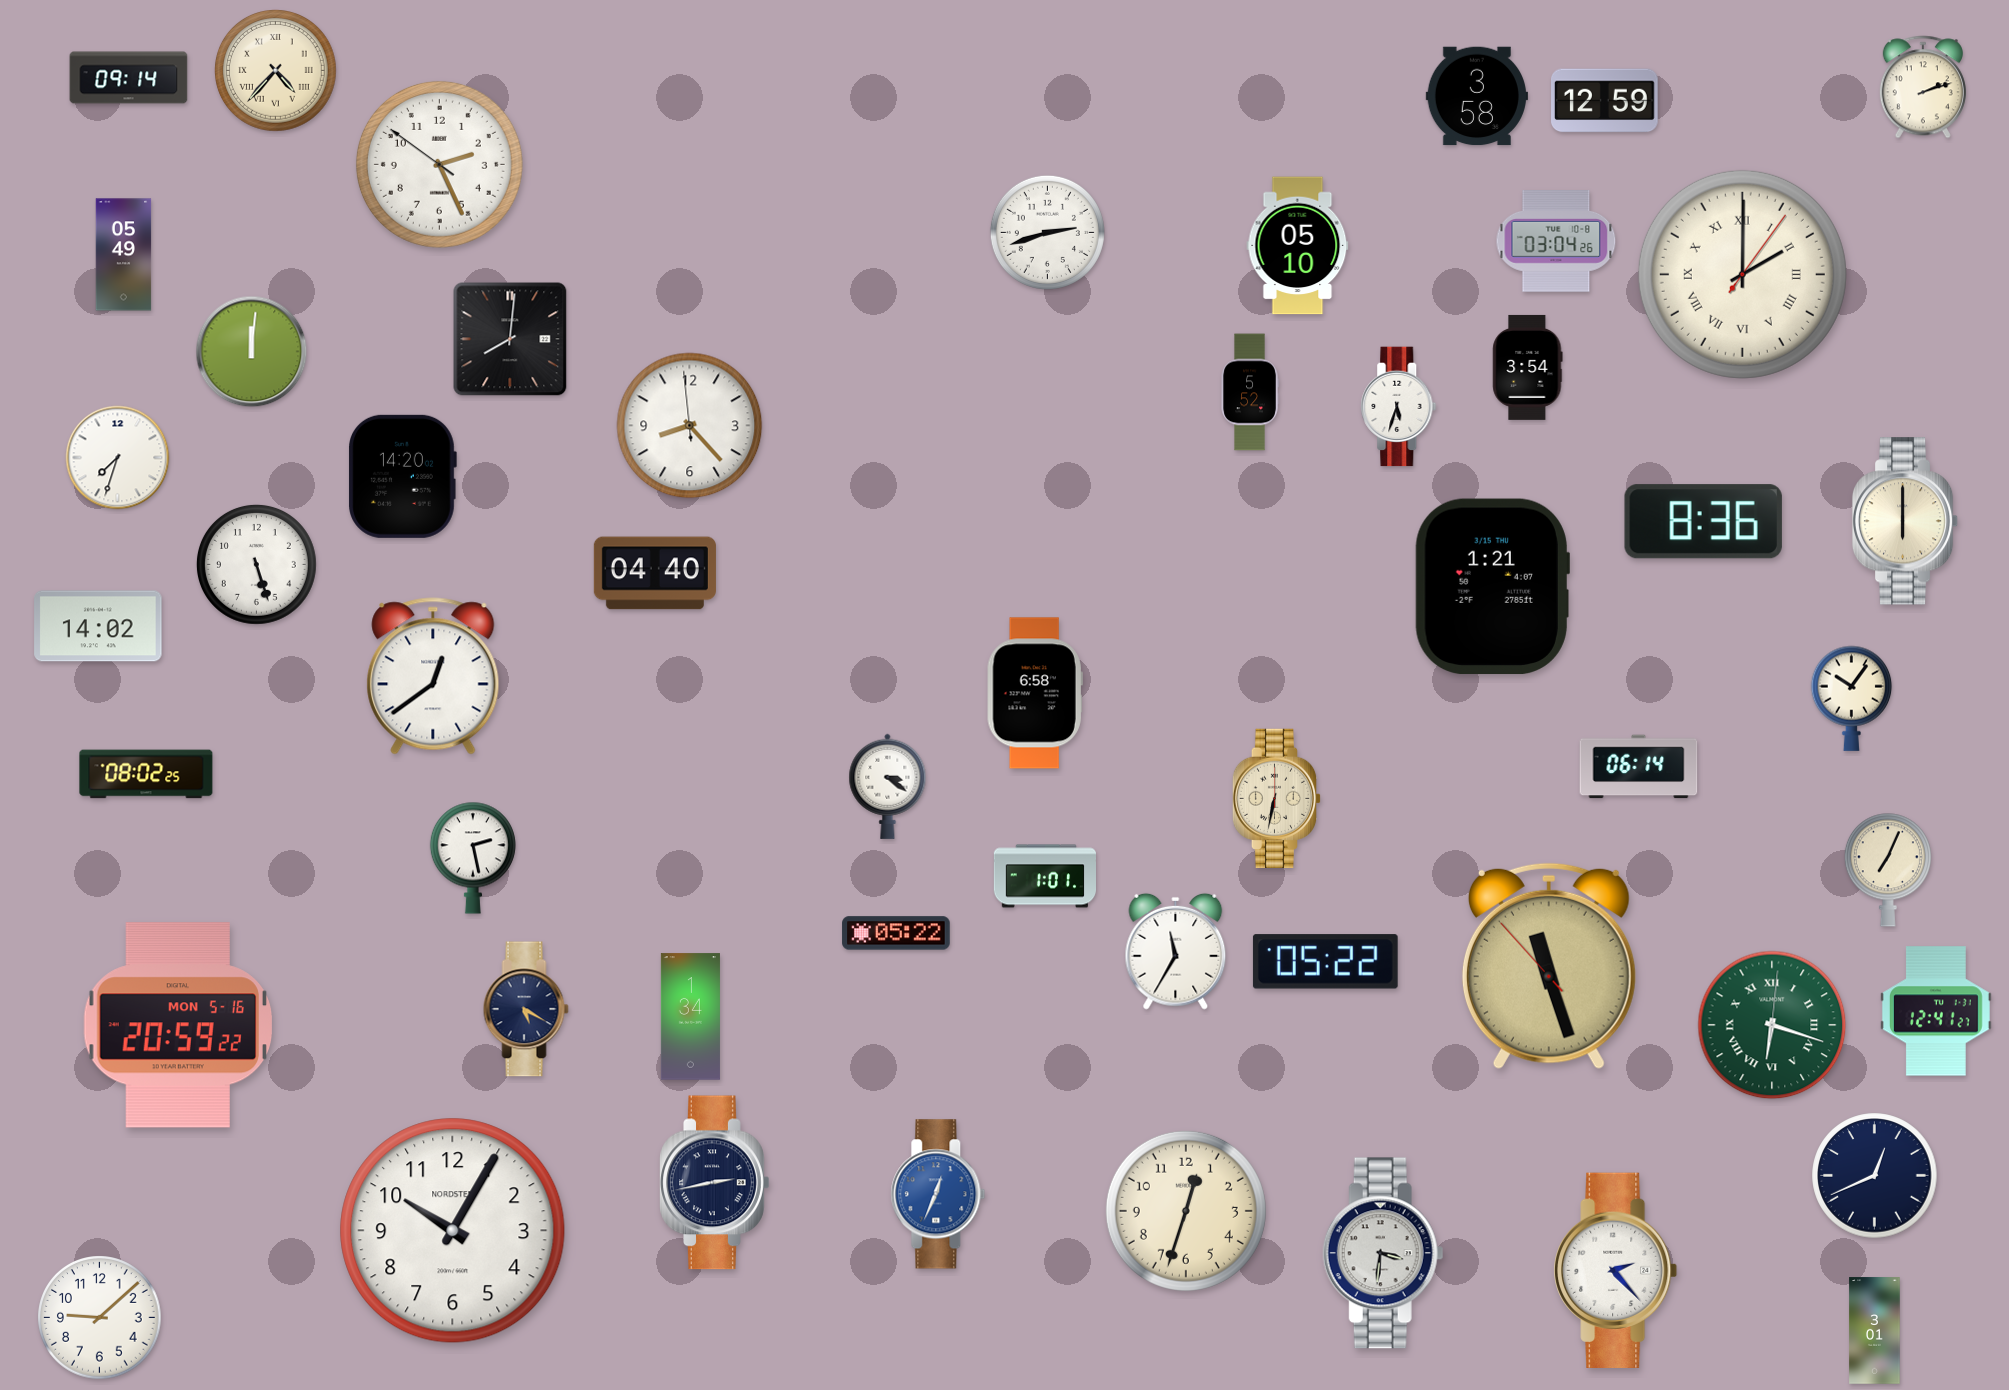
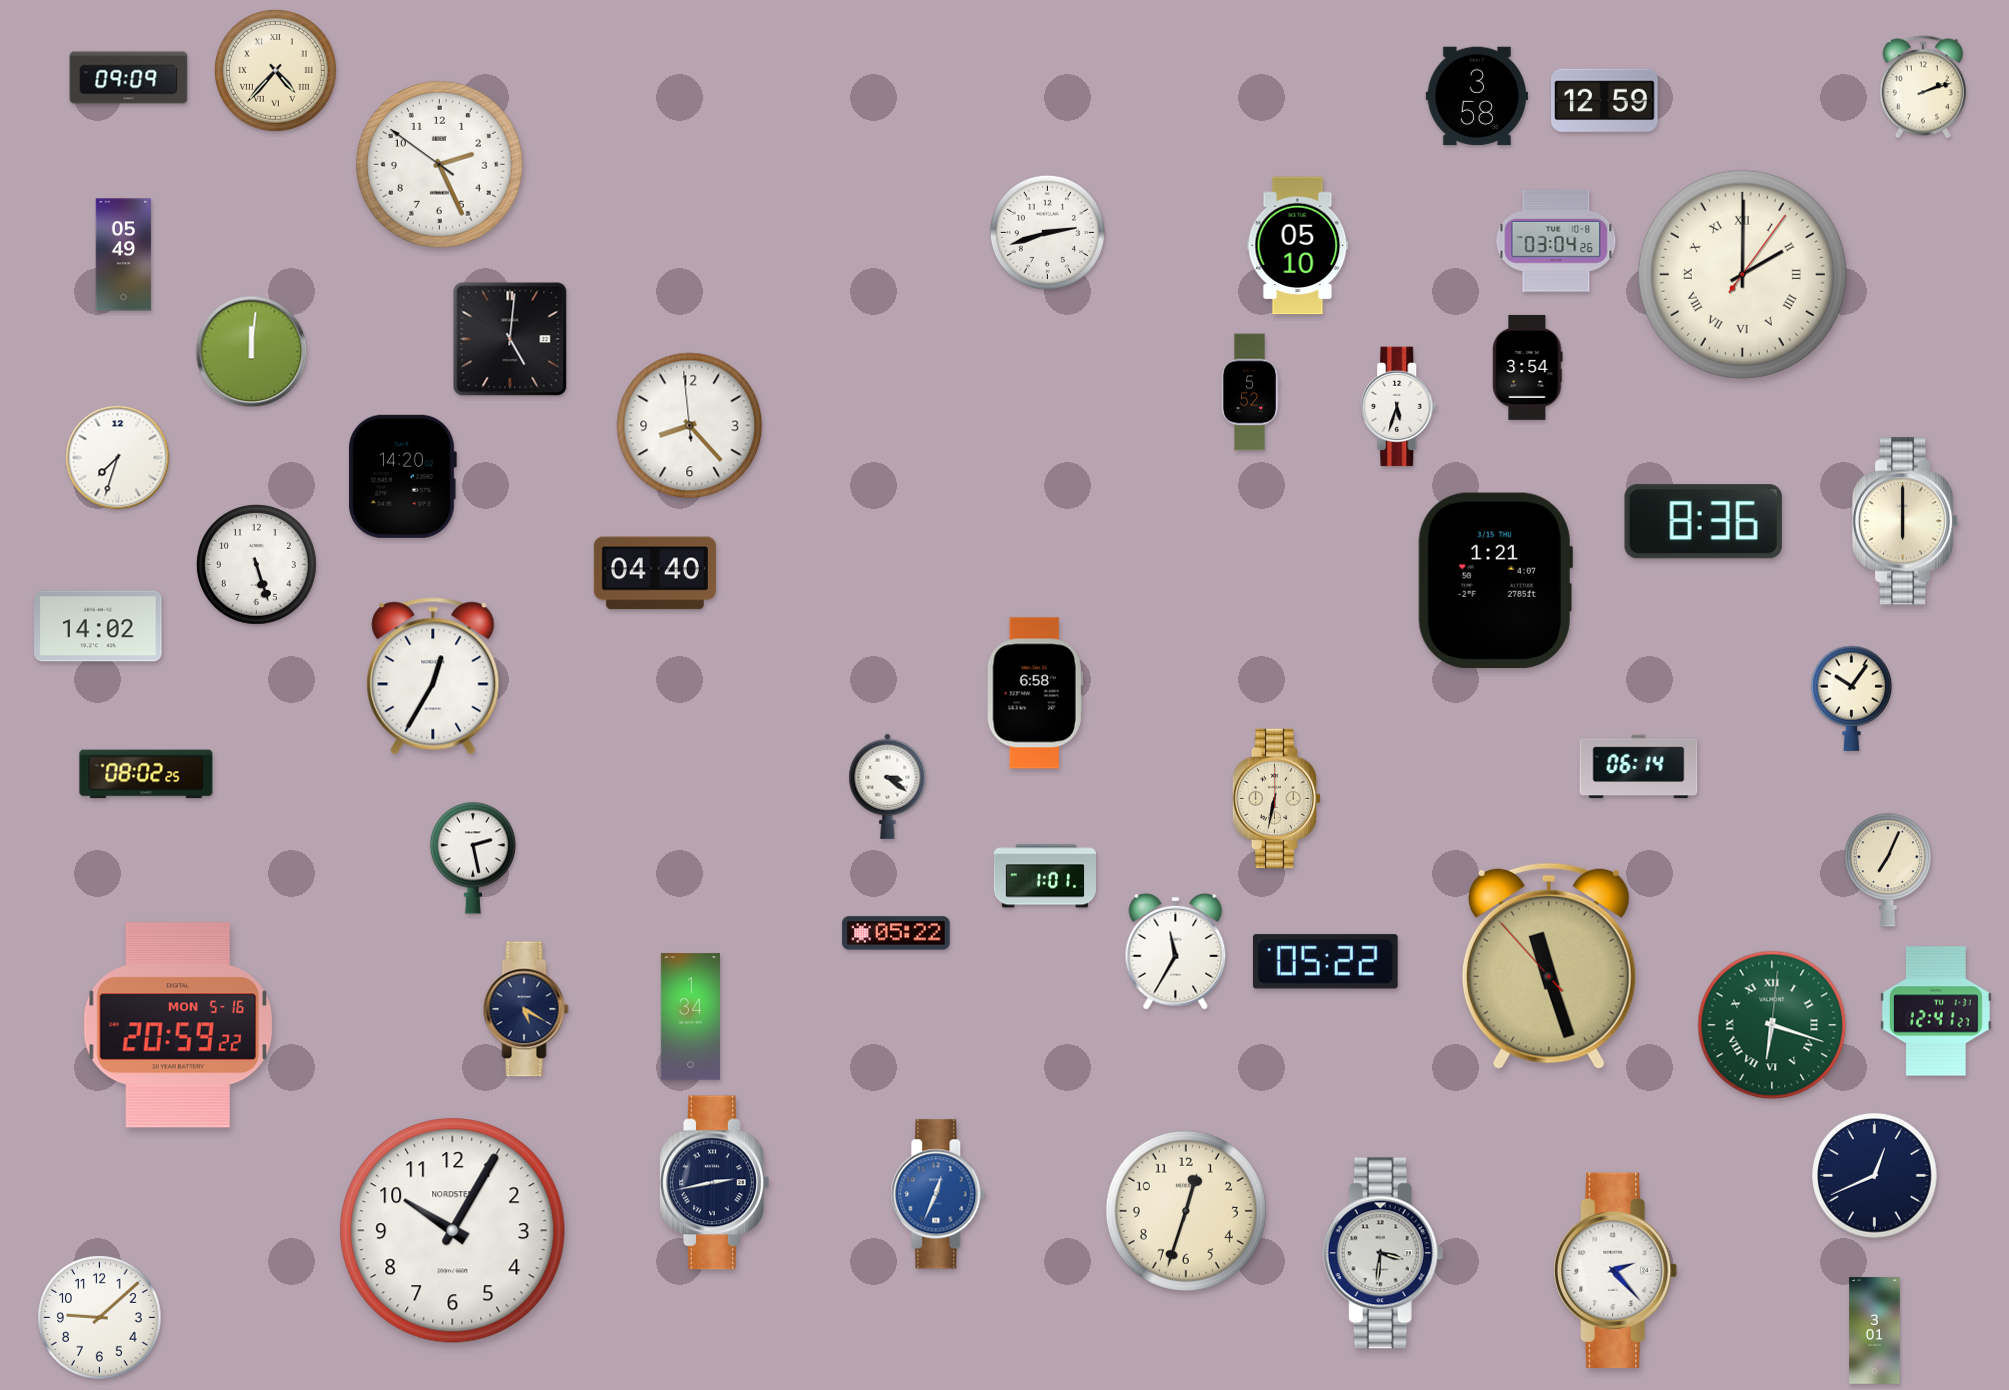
clock at (129, 78): 09:14 -> 09:09
clock at (510, 339): 8:01 -> 5:01
clock at (1492, 587) position: (1492, 587) -> (1495, 581)
clock at (433, 676): 12:39 -> 12:35
